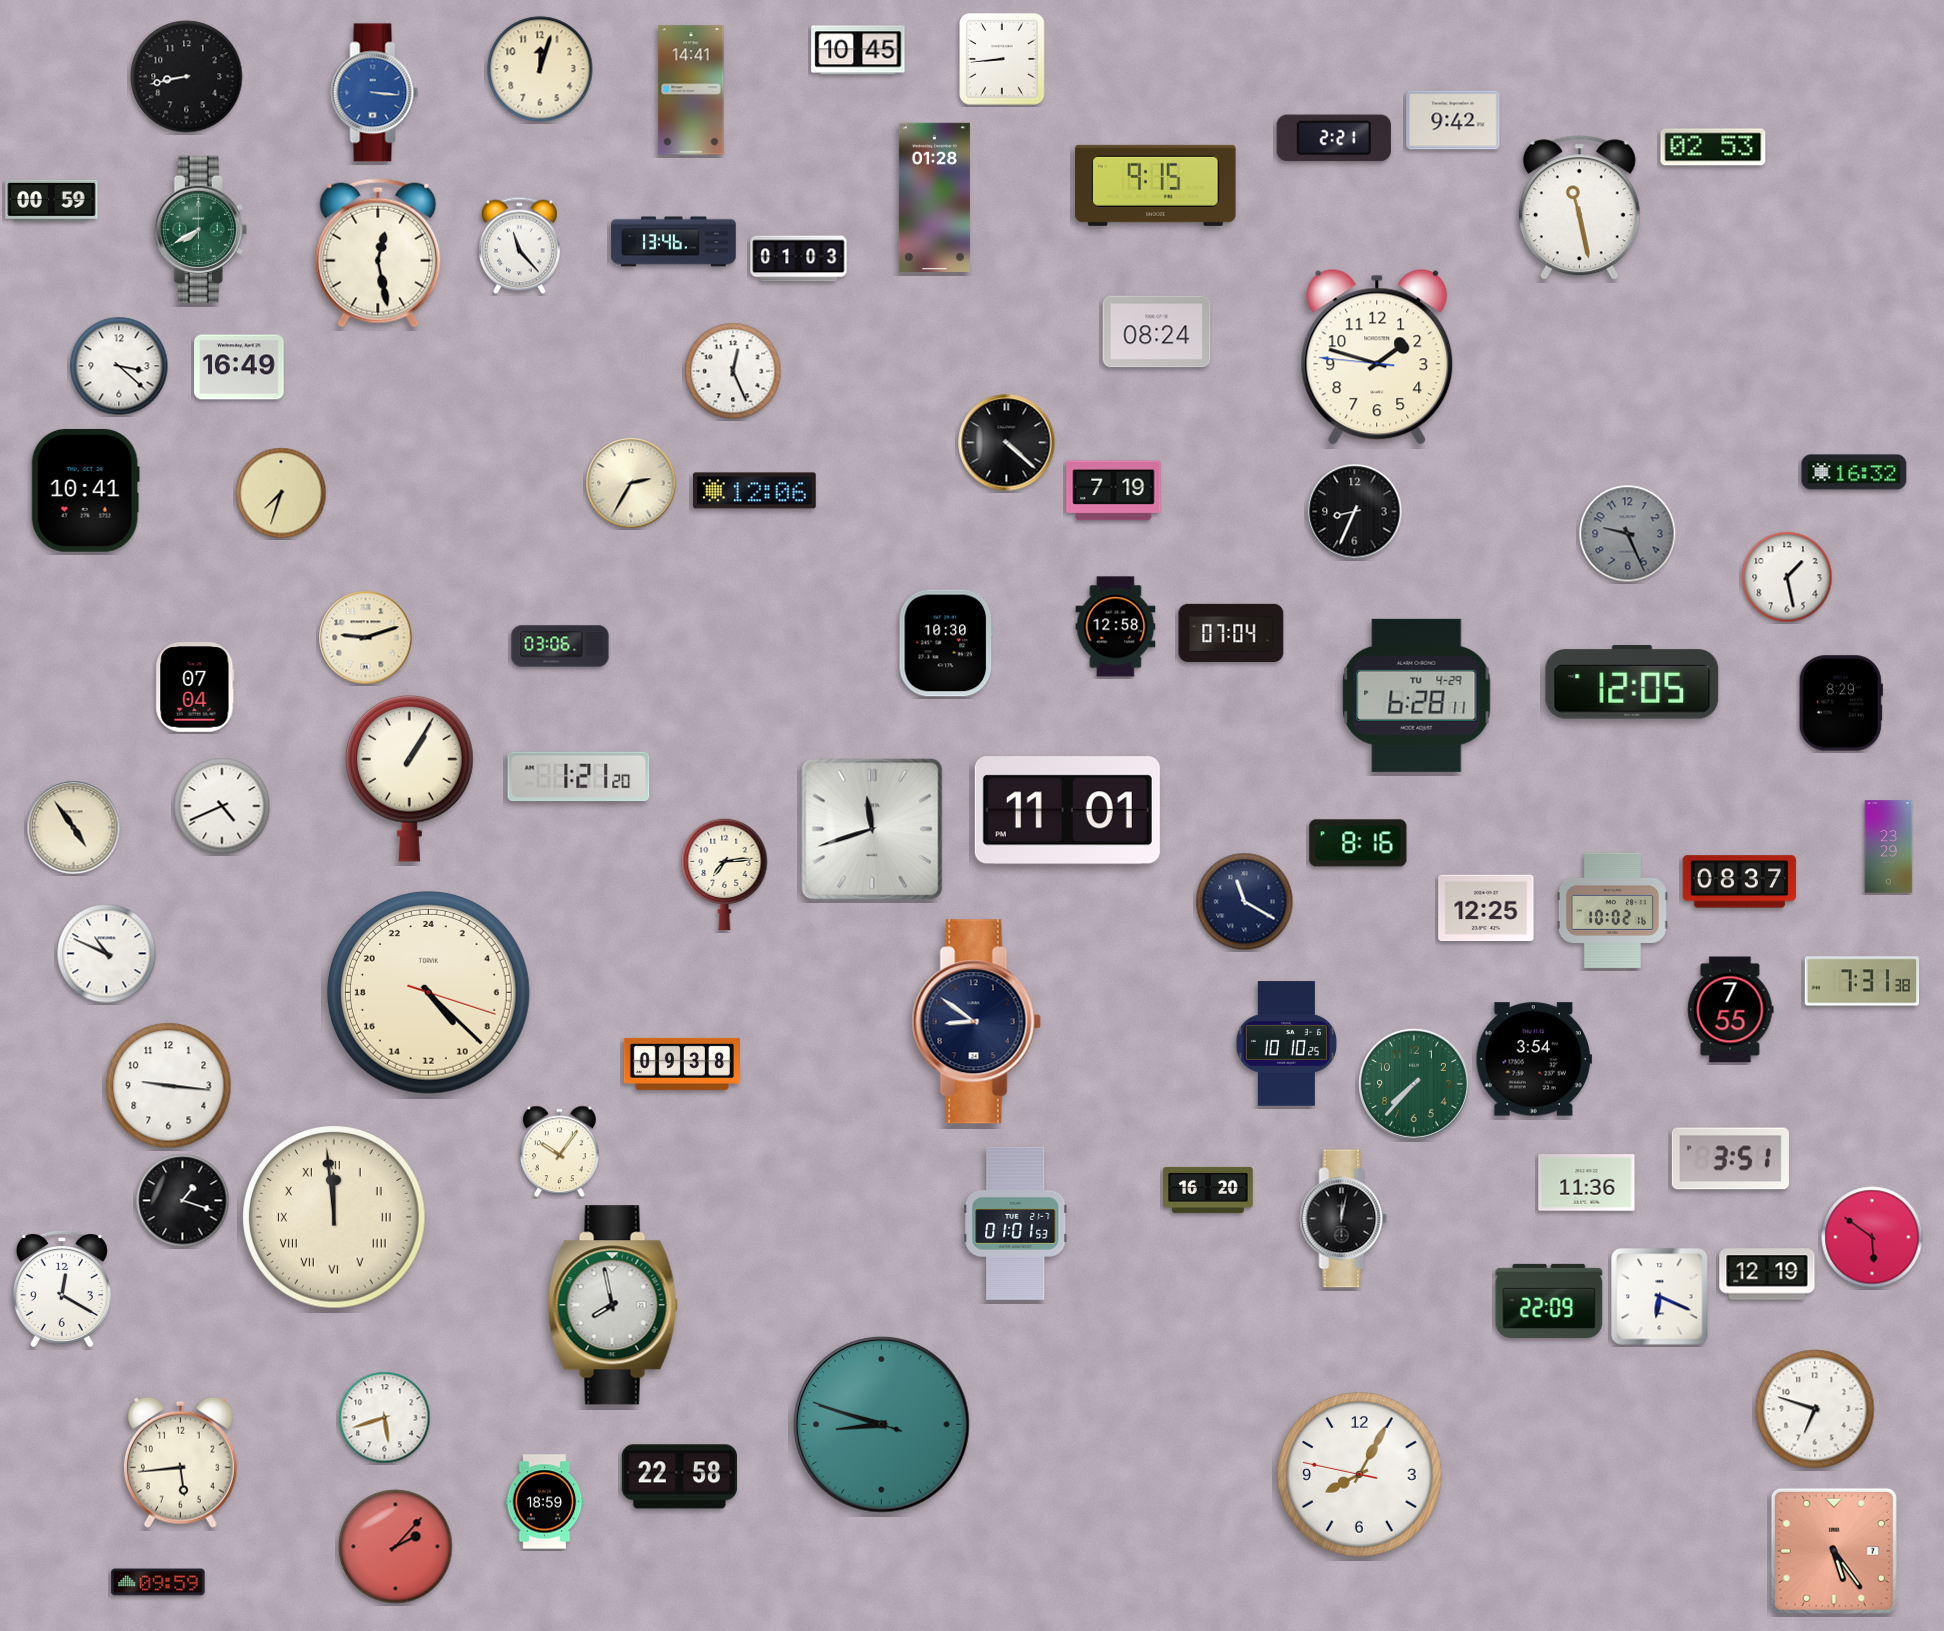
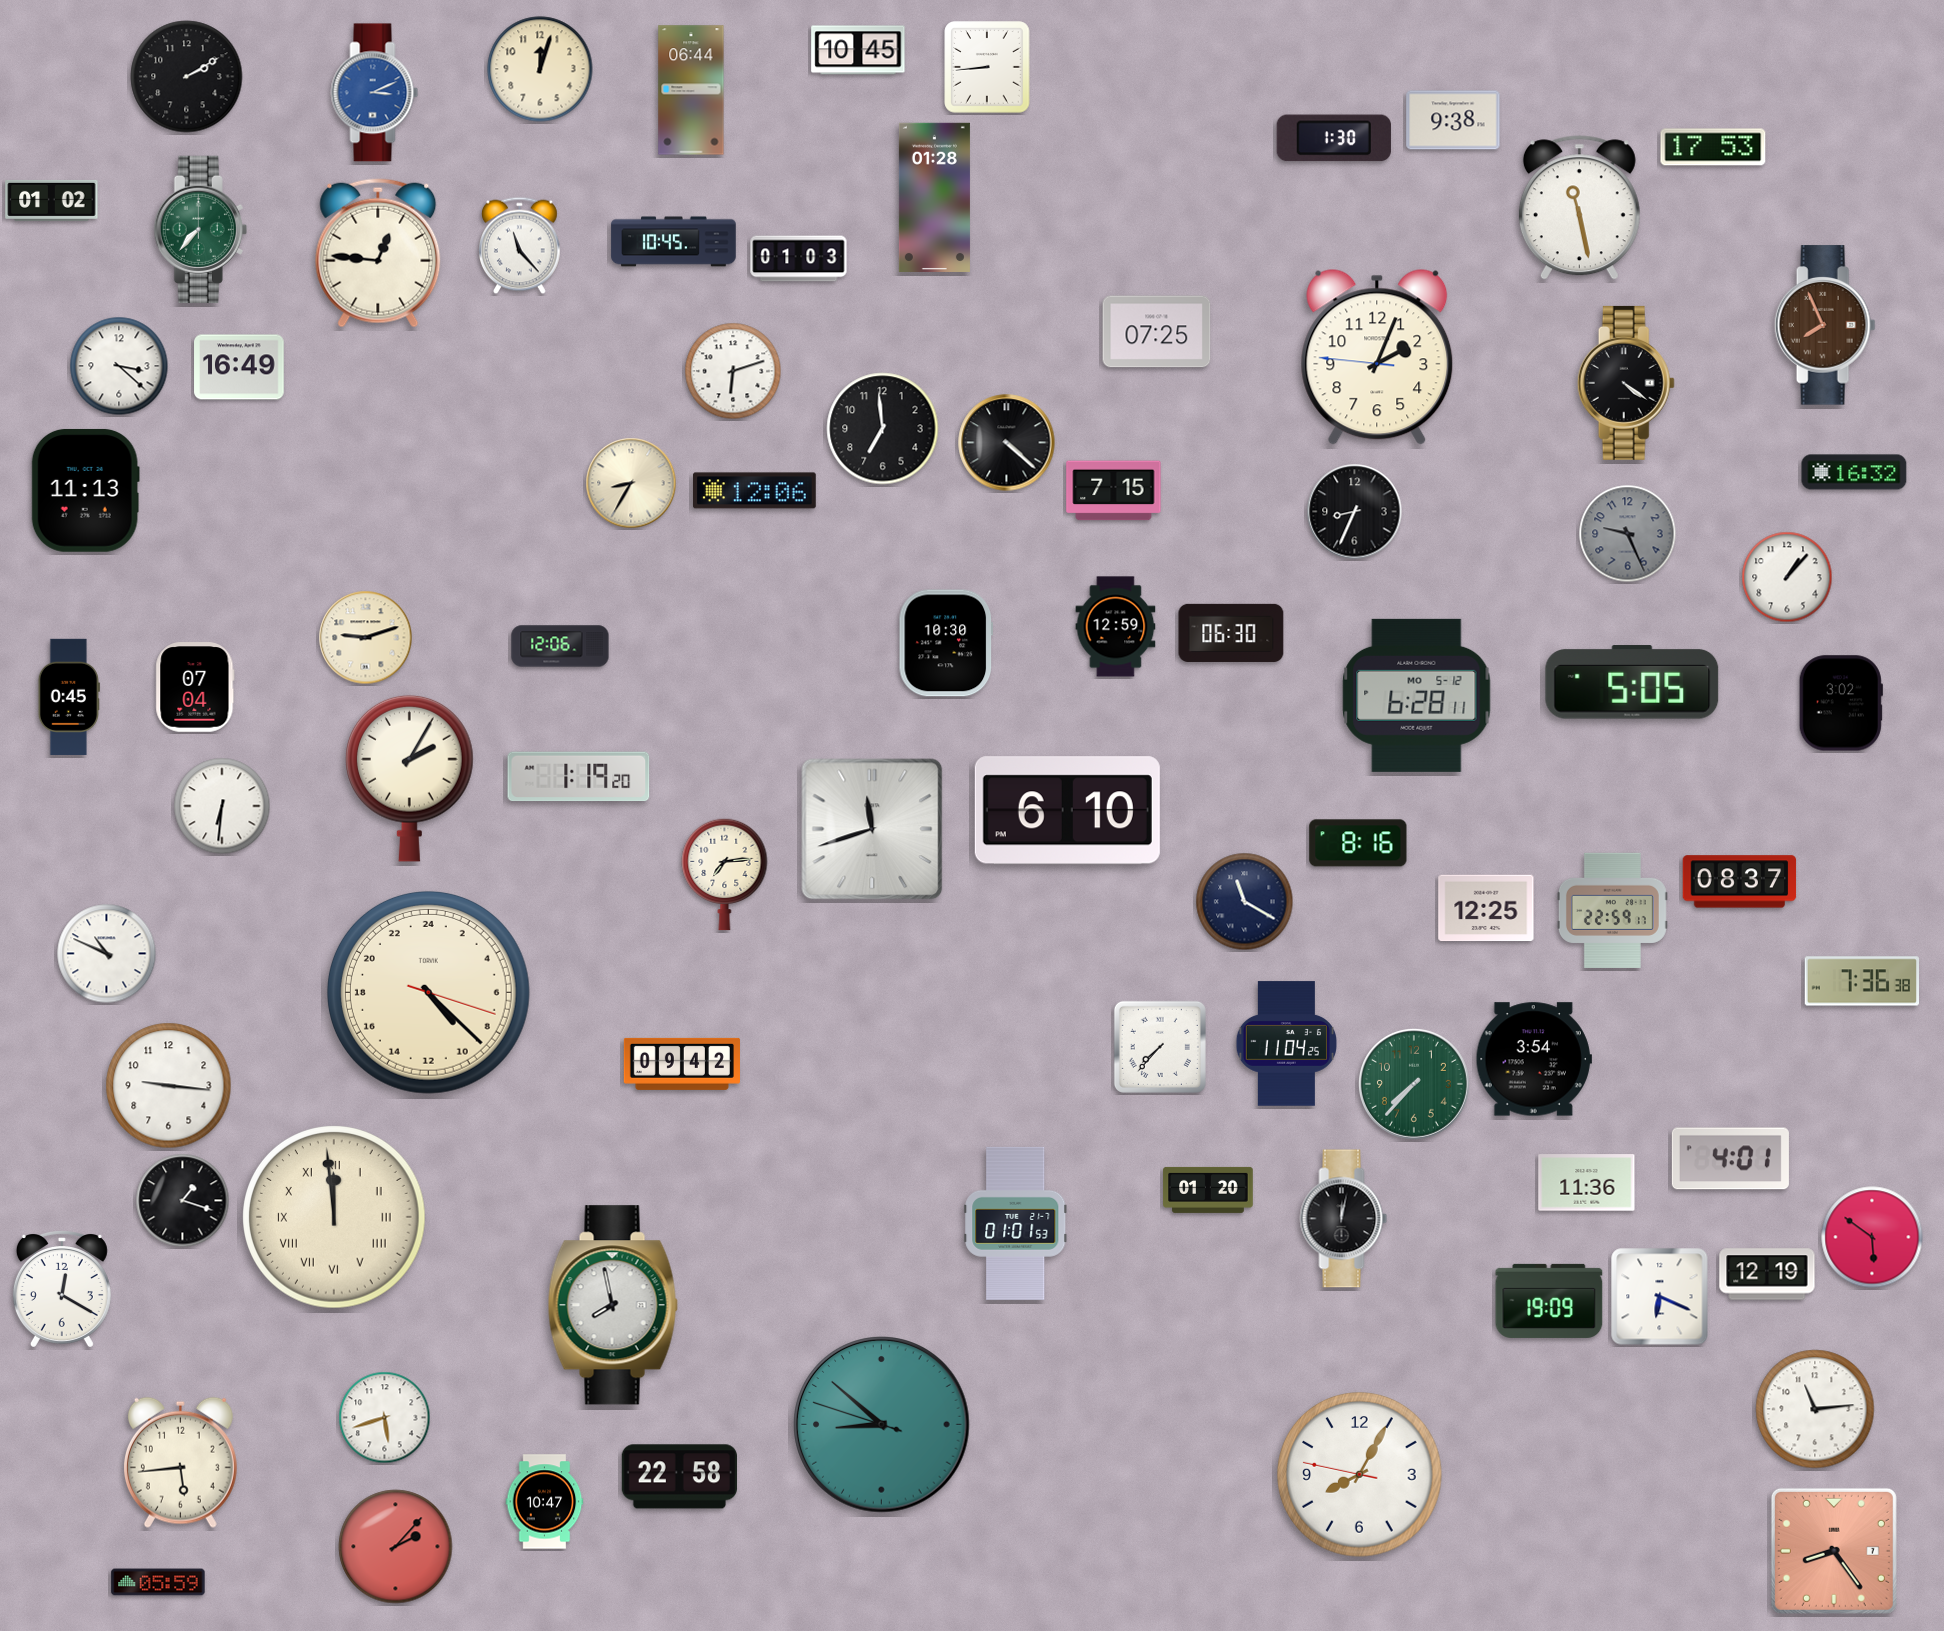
clock at (1002, 59) position: (1002, 59) -> (987, 67)
clock at (187, 77): 8:43 -> 2:10
clock at (691, 90): 14:41 -> 06:44
clock at (375, 93): 3:16 -> 3:11
clock at (1453, 120): 9:42 -> 9:38
clock at (1334, 138): 2:21 -> 1:30
clock at (1713, 147): 02:53 -> 17:53
clock at (1156, 185): 9:15 -> none
clock at (52, 200): 00:59 -> 01:02
clock at (200, 229): 7:40 -> 7:37
clock at (674, 242): 13:46 -> 10:45
clock at (378, 253): 12:28 -> 12:46
clock at (1825, 325): none -> 7:56
clock at (1157, 332): 08:24 -> 07:25
clock at (1377, 357): 1:47 -> 2:03
clock at (733, 371): 12:26 -> 6:12
clock at (1626, 383): none -> 4:21
clock at (883, 429): none -> 6:59
clock at (631, 483): 2:35 -> 8:35
clock at (85, 491): 10:41 -> 11:13
clock at (1114, 491): 7:19 -> 7:15
clock at (281, 493): 7:33 -> none
clock at (1787, 577): 1:28 -> 1:07
clock at (1116, 627): 12:58 -> 12:59
clock at (1231, 633): 07:04 -> 06:30
clock at (560, 646): 03:06 -> 12:06
clock at (1632, 682): 12:05 -> 5:05
clock at (1417, 695) date: TU 4-29 -> MO 5-12
clock at (69, 697): none -> 0:45
clock at (1841, 703): 8:29 -> 3:02
clock at (579, 777): 1:21 -> 1:19
clock at (410, 778): 1:05 -> 2:05
clock at (222, 806): 4:41 -> 6:31
clock at (1067, 811): 11:01 -> 6:10
clock at (74, 828): 4:54 -> none
clock at (1889, 847): 23:29 -> none
clock at (1612, 910): 10:02 -> 22:59
clock at (1861, 981): 7:31 -> 7:36
clock at (1731, 1010): 7:55 -> none
clock at (976, 1022): 8:51 -> none
clock at (1286, 1044): 10:10 -> 11:04
clock at (1160, 1047): none -> 7:37
clock at (682, 1064): 09:38 -> 09:42
clock at (560, 1152): 10:06 -> none
clock at (1730, 1159): 3:51 -> 4:01
clock at (1208, 1190): 16:20 -> 01:20
clock at (1549, 1301): 22:09 -> 19:09
clock at (1815, 1409): 6:48 -> 11:14
clock at (882, 1425): 8:47 -> 8:51
clock at (545, 1502): 18:59 -> 10:47
clock at (1834, 1551): 5:24 -> 8:24
clock at (158, 1582): 09:59 -> 05:59
